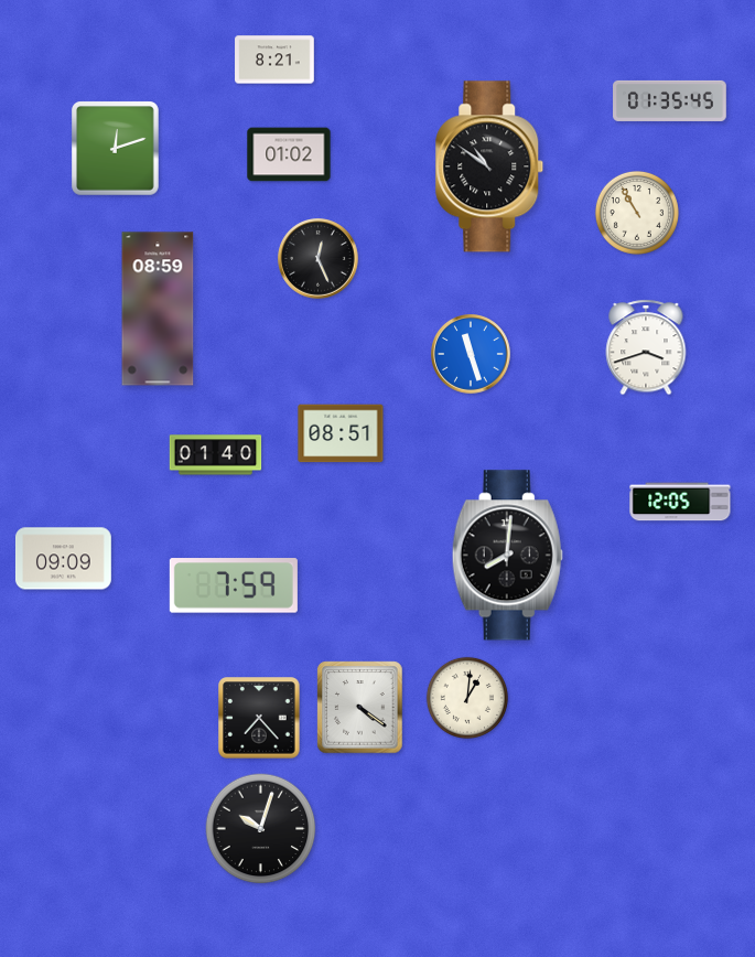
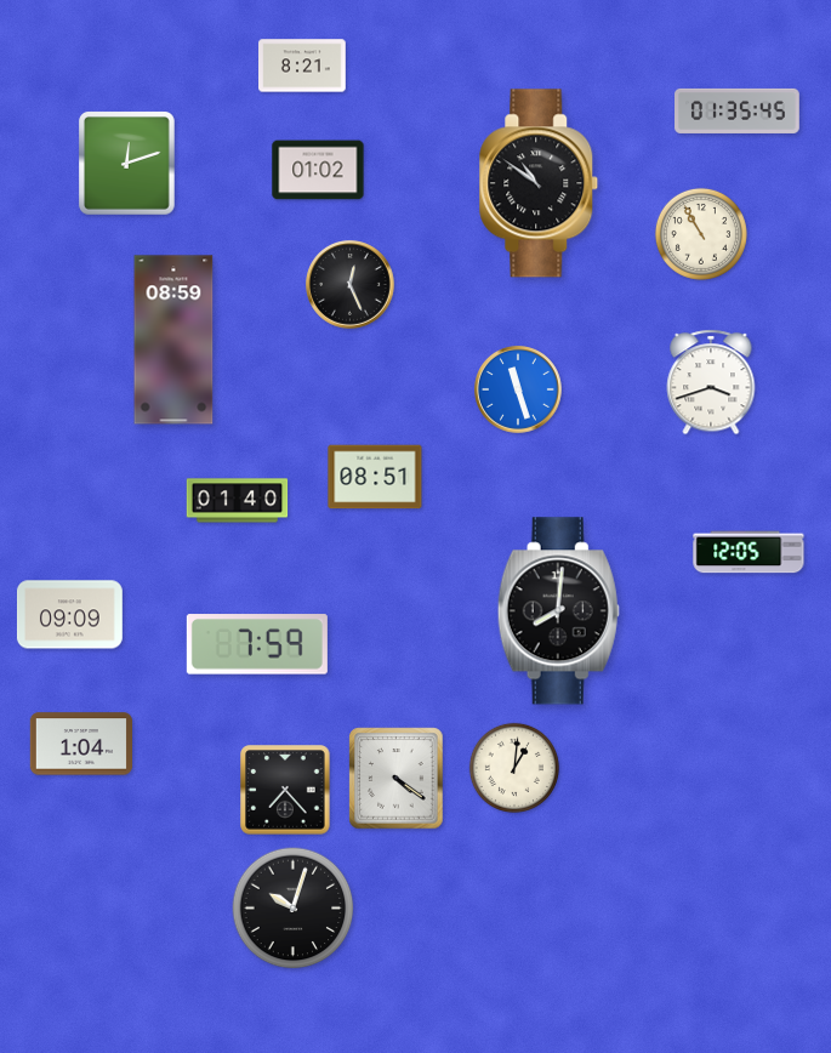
clock at (80, 744): none -> 1:04
clock at (261, 829) position: (261, 829) -> (294, 909)
